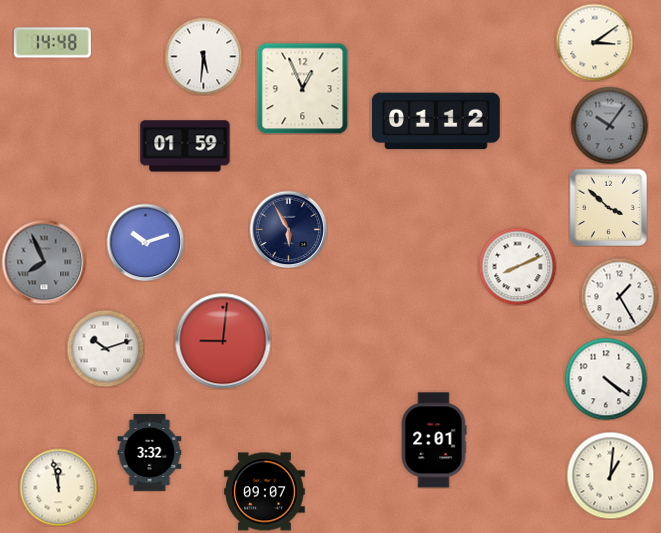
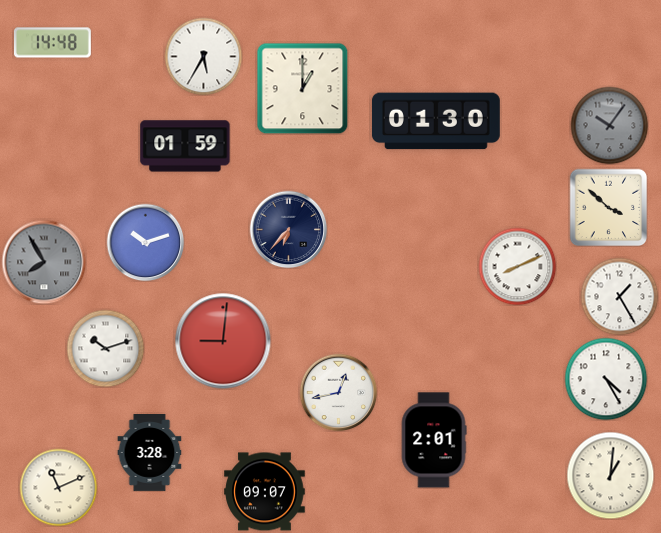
clock at (594, 42): 3:09 -> none
clock at (203, 56): 5:31 -> 5:35
clock at (302, 88): 12:56 -> 1:00
clock at (436, 121): 01:12 -> 01:30
clock at (288, 229): 5:55 -> 6:37
clock at (44, 262): 7:56 -> 7:55
clock at (606, 379): 4:21 -> 4:25
clock at (338, 392): none -> 12:43
clock at (150, 453): 3:32 -> 3:28
clock at (58, 487): 11:58 -> 11:11
